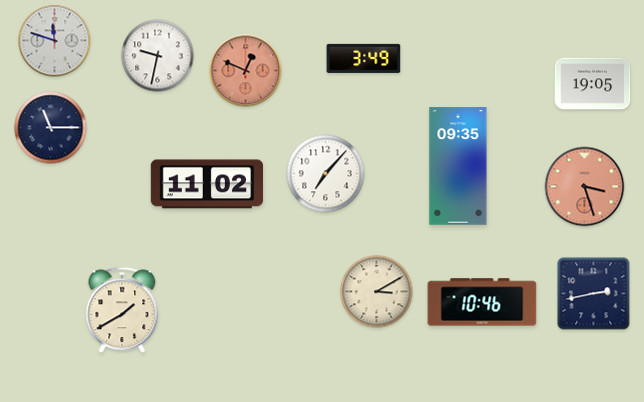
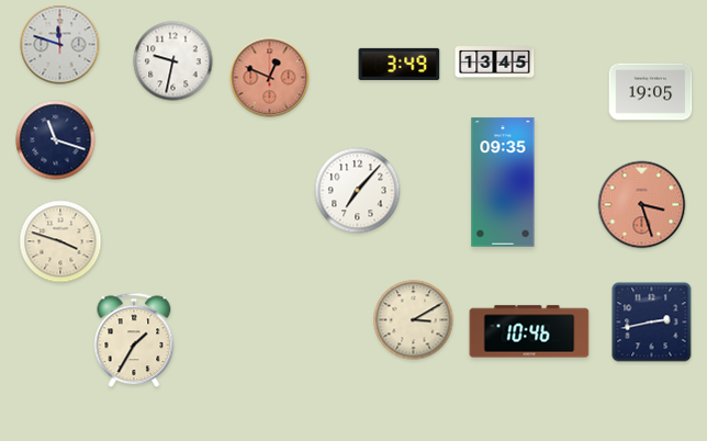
clock at (495, 63): none -> 13:45
clock at (51, 128): 11:15 -> 11:18
clock at (207, 184): 11:02 -> none
clock at (60, 241): none -> 3:48
clock at (122, 310): 1:40 -> 1:35
